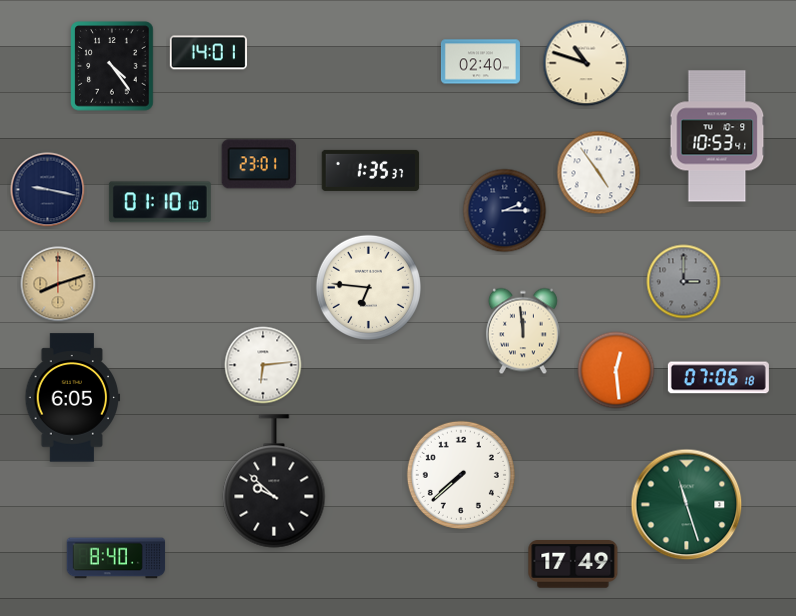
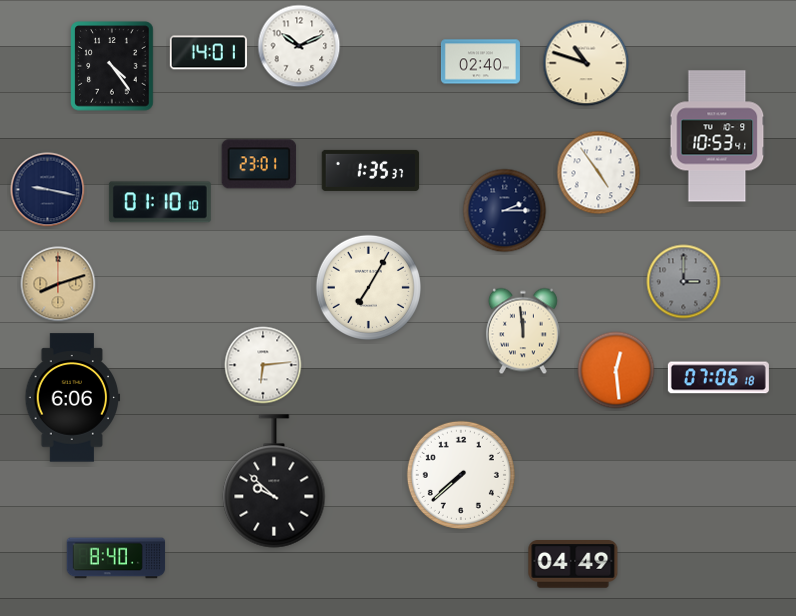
clock at (299, 46): none -> 10:11
clock at (368, 287): 6:46 -> 7:05
clock at (73, 398): 6:05 -> 6:06
clock at (687, 505): 11:27 -> none
clock at (573, 564): 17:49 -> 04:49
